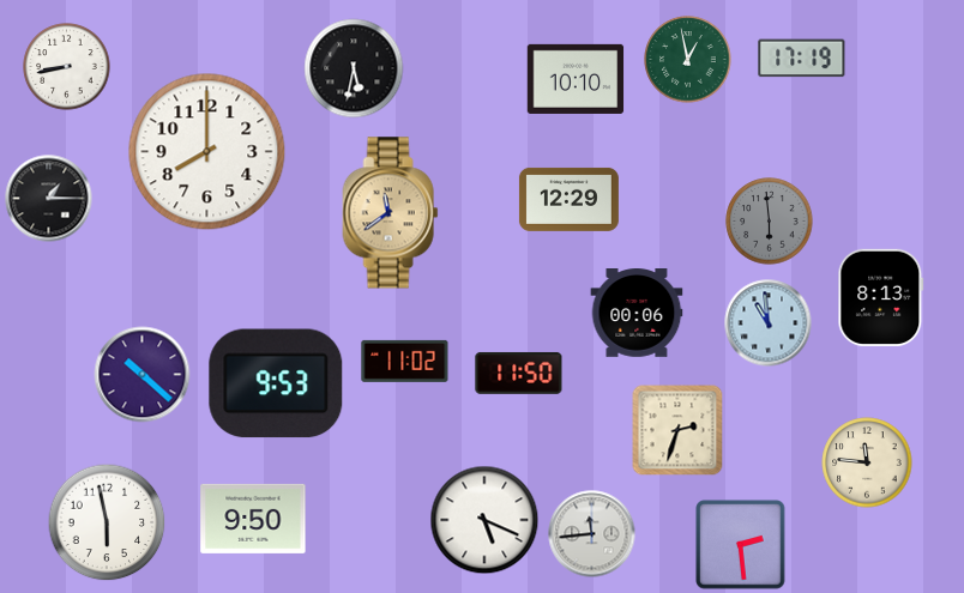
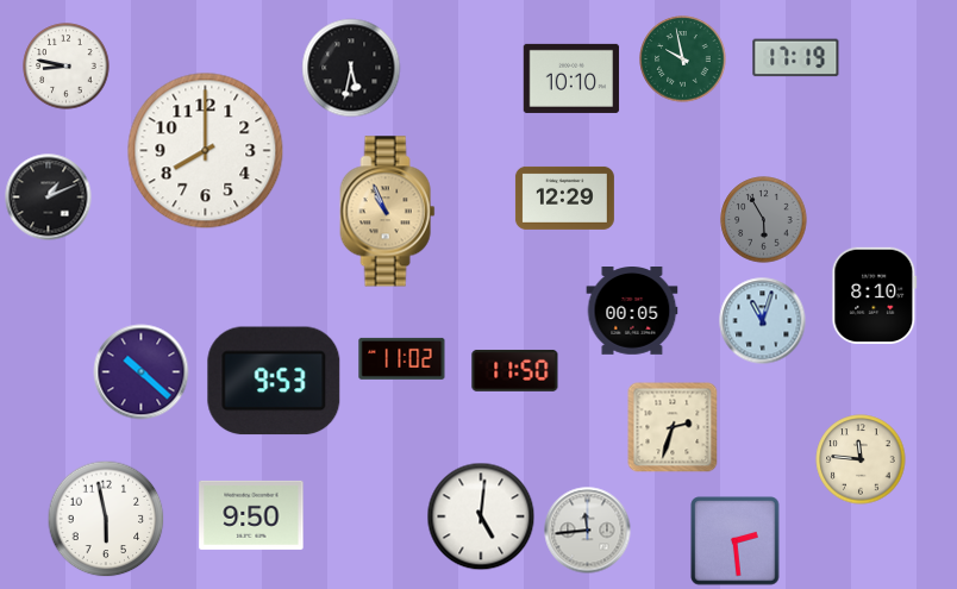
clock at (688, 60): 12:58 -> 9:58
clock at (67, 67): 8:43 -> 8:47
clock at (49, 199): 1:15 -> 1:11
clock at (391, 213): 11:39 -> 10:56
clock at (770, 222): 5:59 -> 5:55
clock at (881, 297): 8:13 -> 8:10
clock at (637, 314): 00:06 -> 00:05
clock at (769, 323): 10:59 -> 11:03
clock at (484, 520): 5:19 -> 5:01
